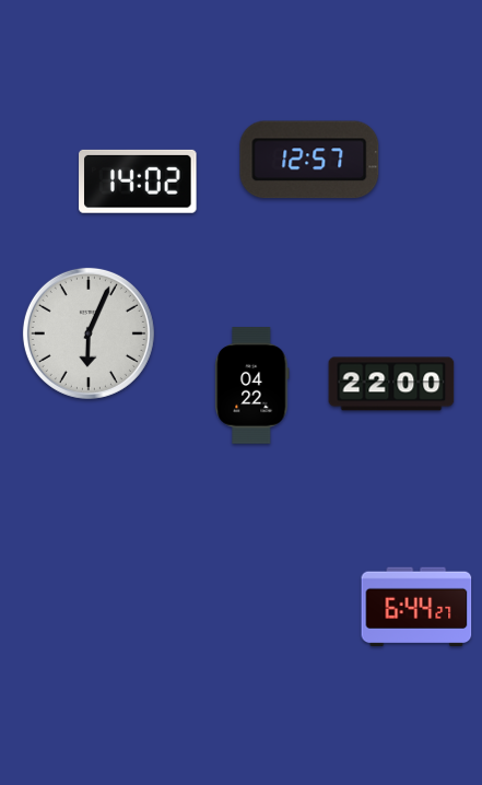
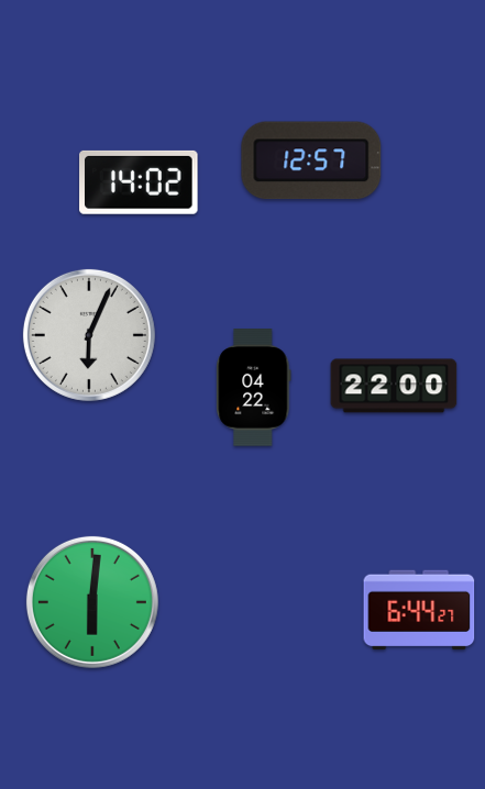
clock at (92, 602): none -> 6:01
